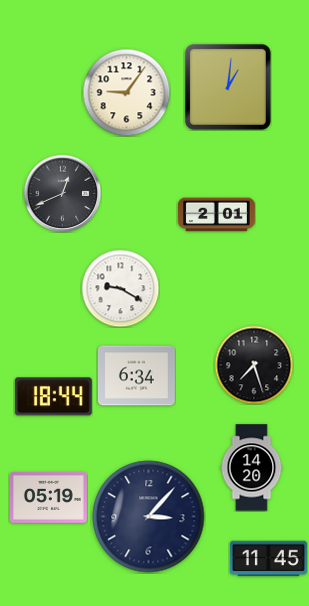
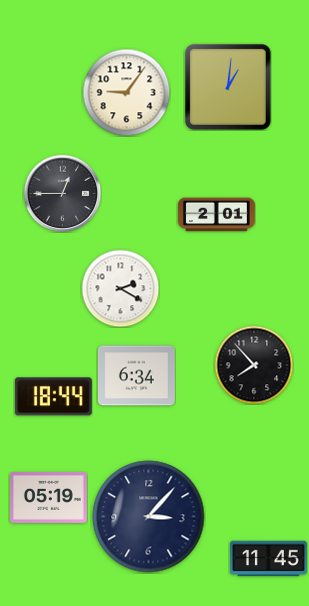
clock at (62, 193): 12:41 -> 12:45
clock at (120, 288): 9:20 -> 2:20
clock at (254, 365): 7:27 -> 7:53
clock at (252, 468): 14:20 -> none
